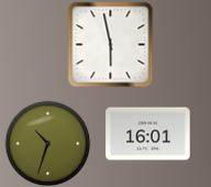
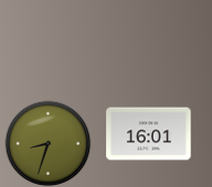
clock at (110, 44): 5:58 -> none
clock at (47, 143): 10:33 -> 8:33
